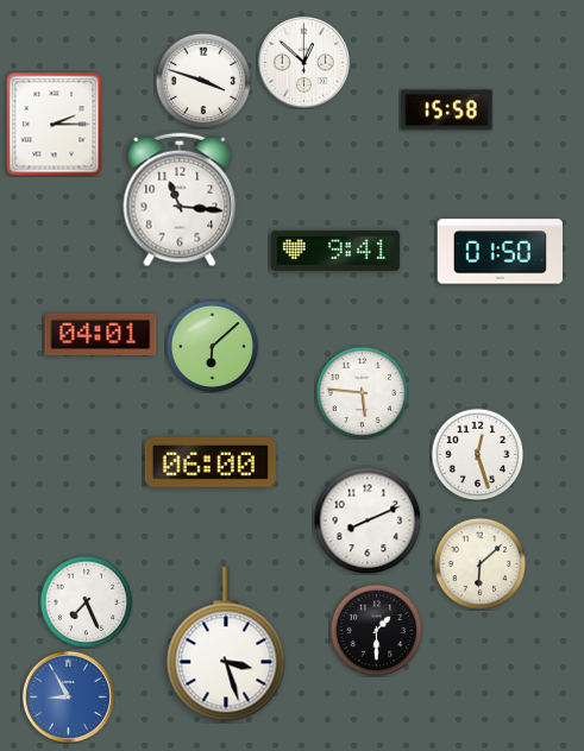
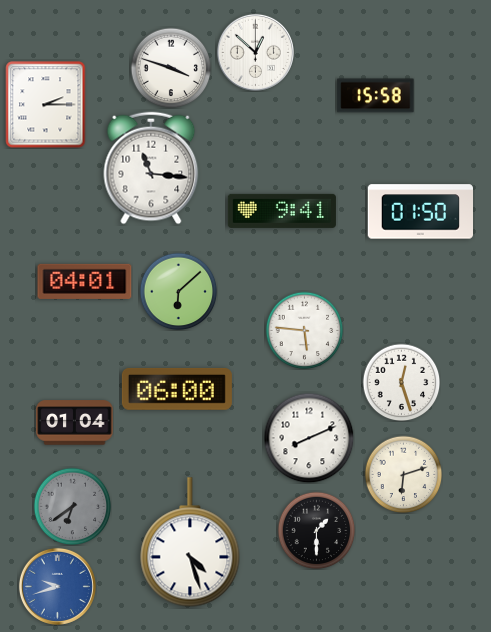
clock at (447, 111) position: (447, 111) -> (376, 96)
clock at (75, 423): none -> 01:04
clock at (479, 563): 6:08 -> 6:12
clock at (86, 601): 7:26 -> 6:39
clock at (86, 601) dial: white -> grey
clock at (226, 644): 3:27 -> 4:27
clock at (68, 696): 8:55 -> 9:42
